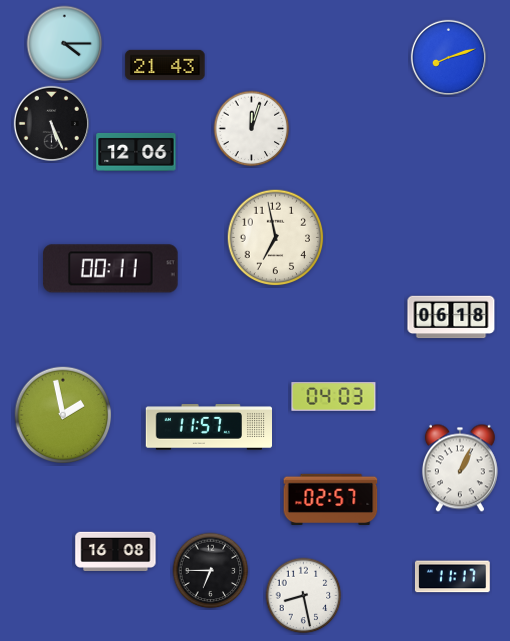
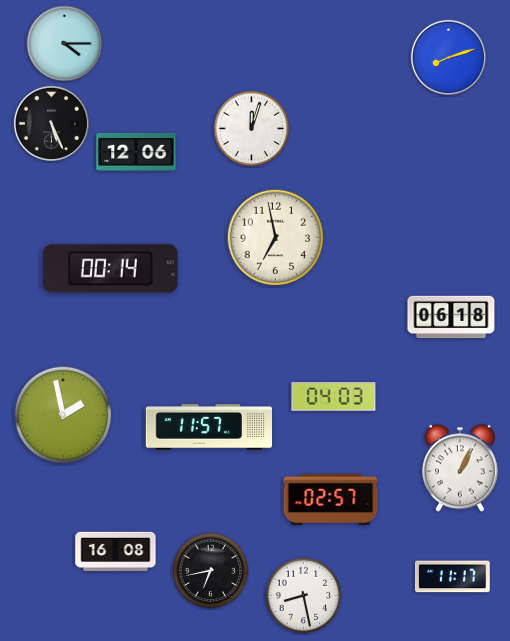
clock at (165, 65): 21:43 -> none
clock at (111, 269): 00:11 -> 00:14
clock at (211, 571): 6:45 -> 6:43
